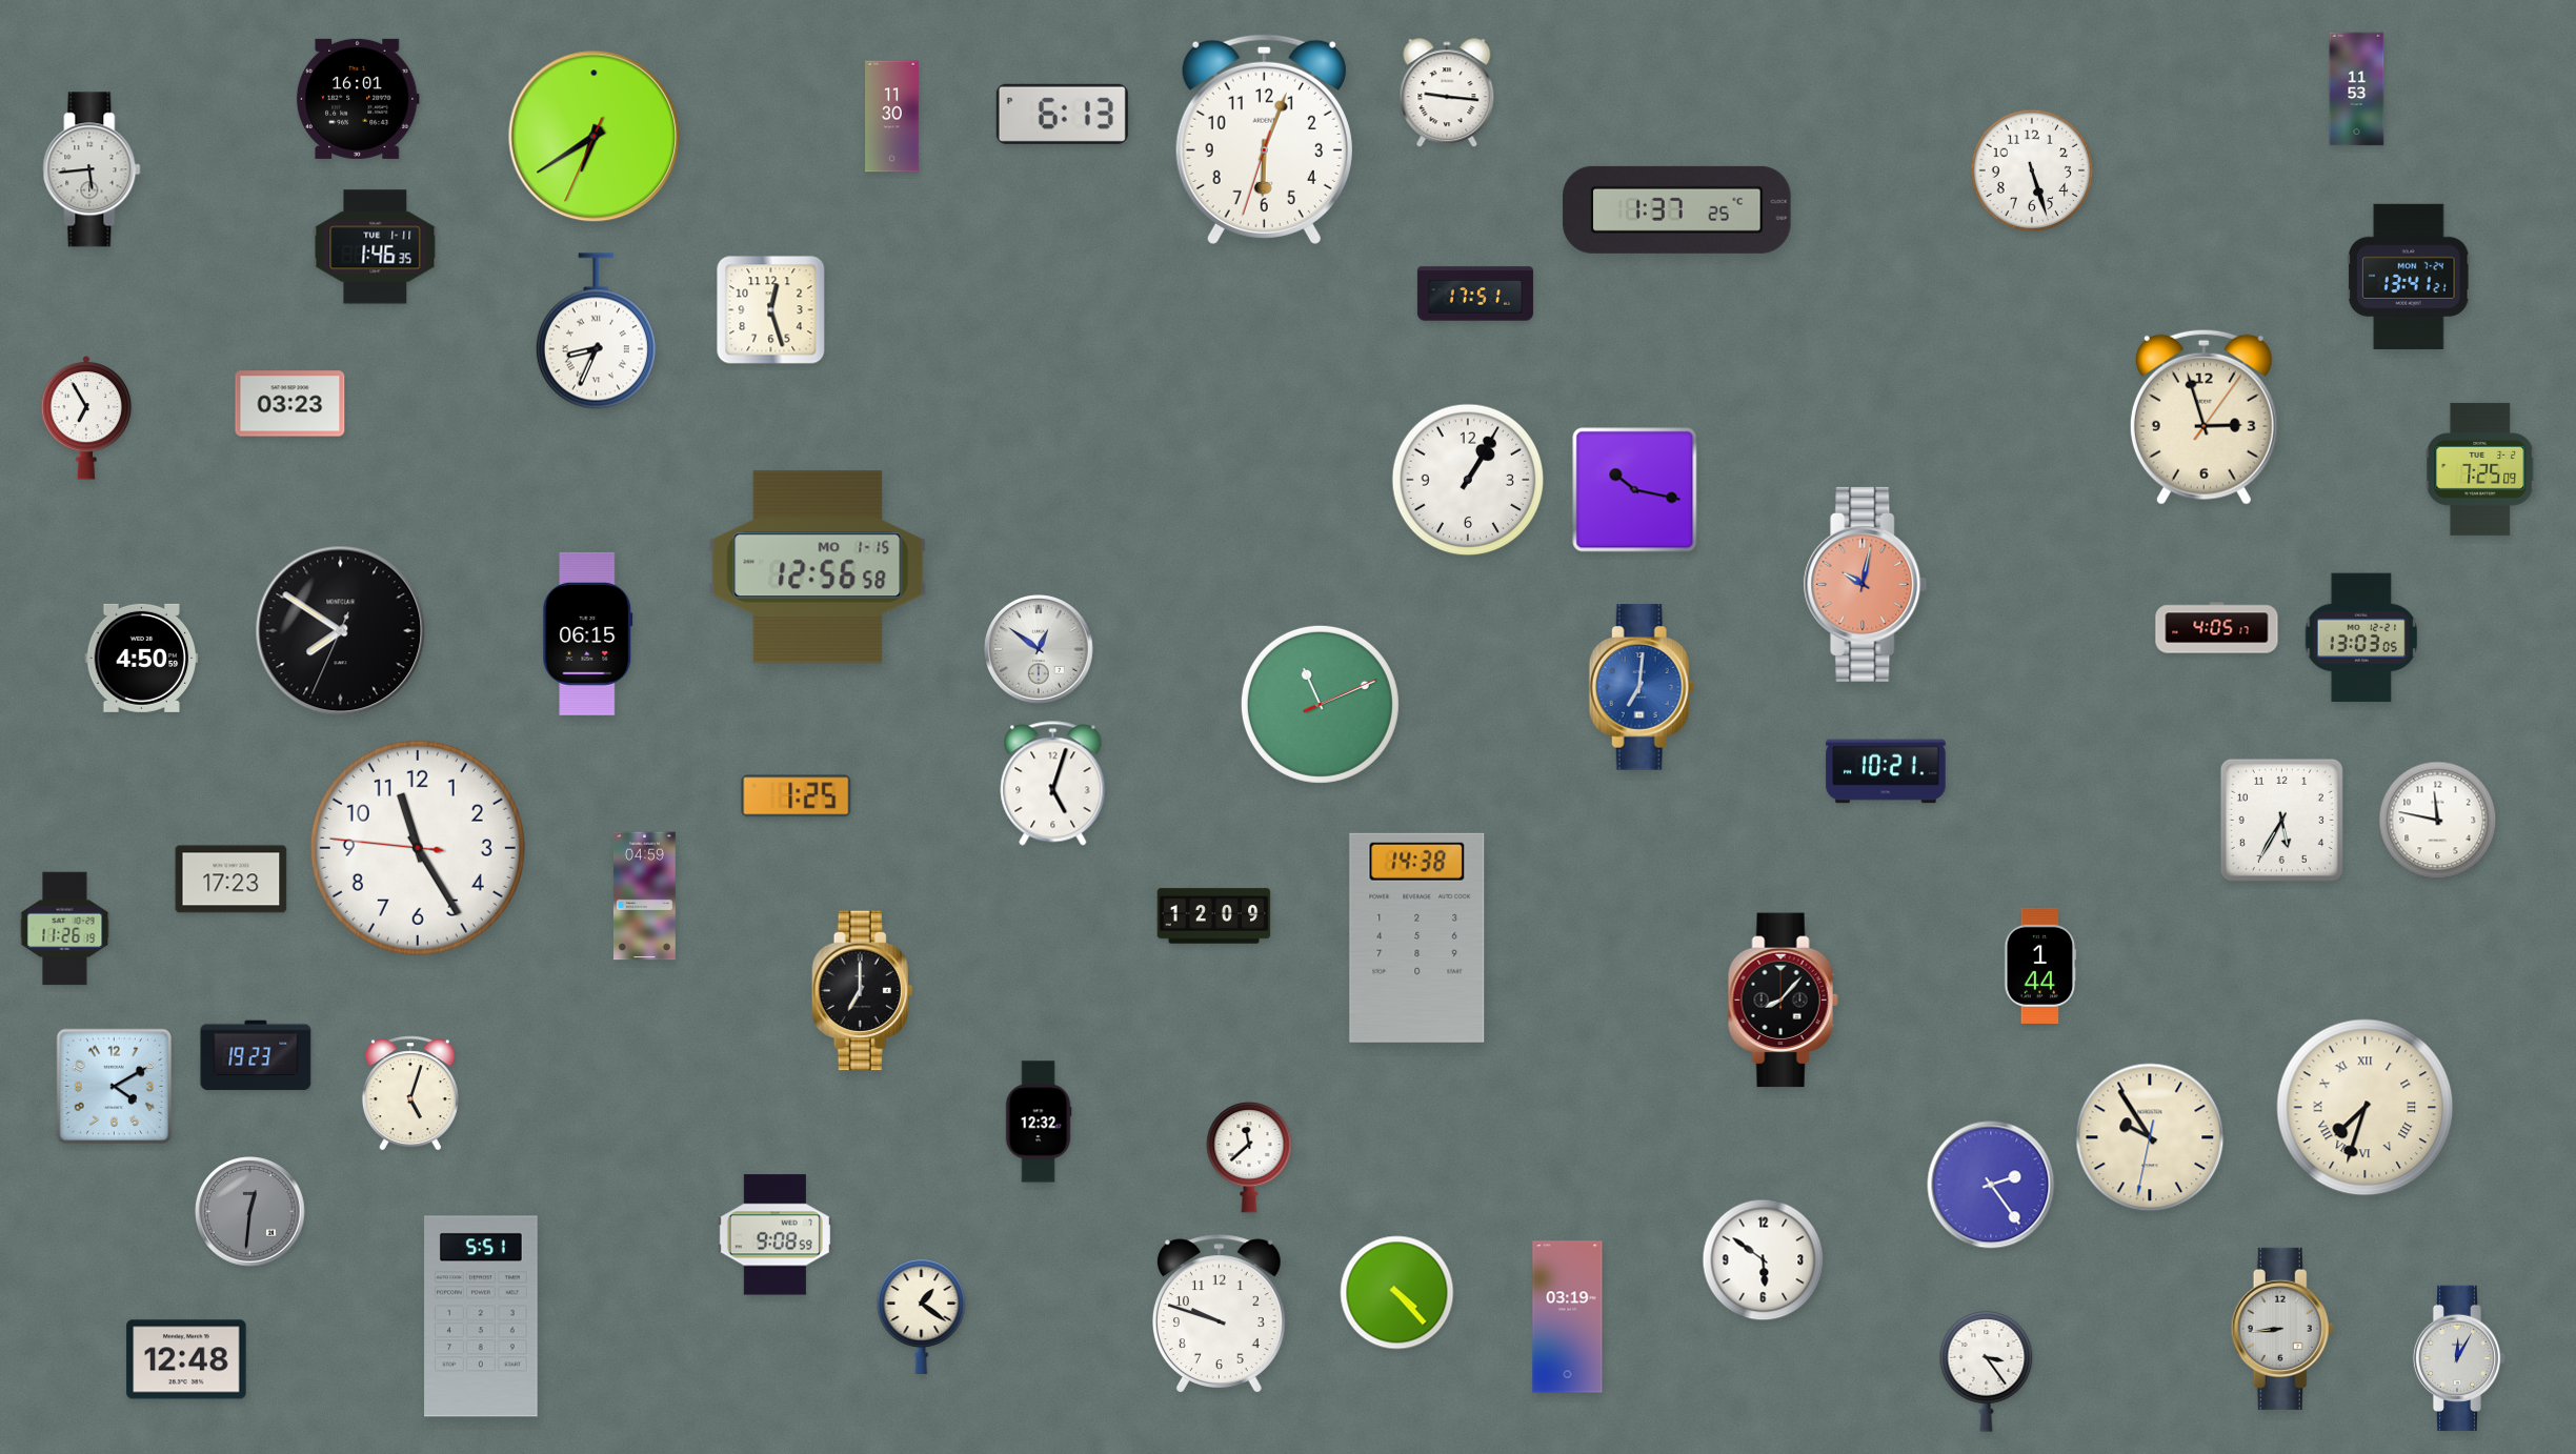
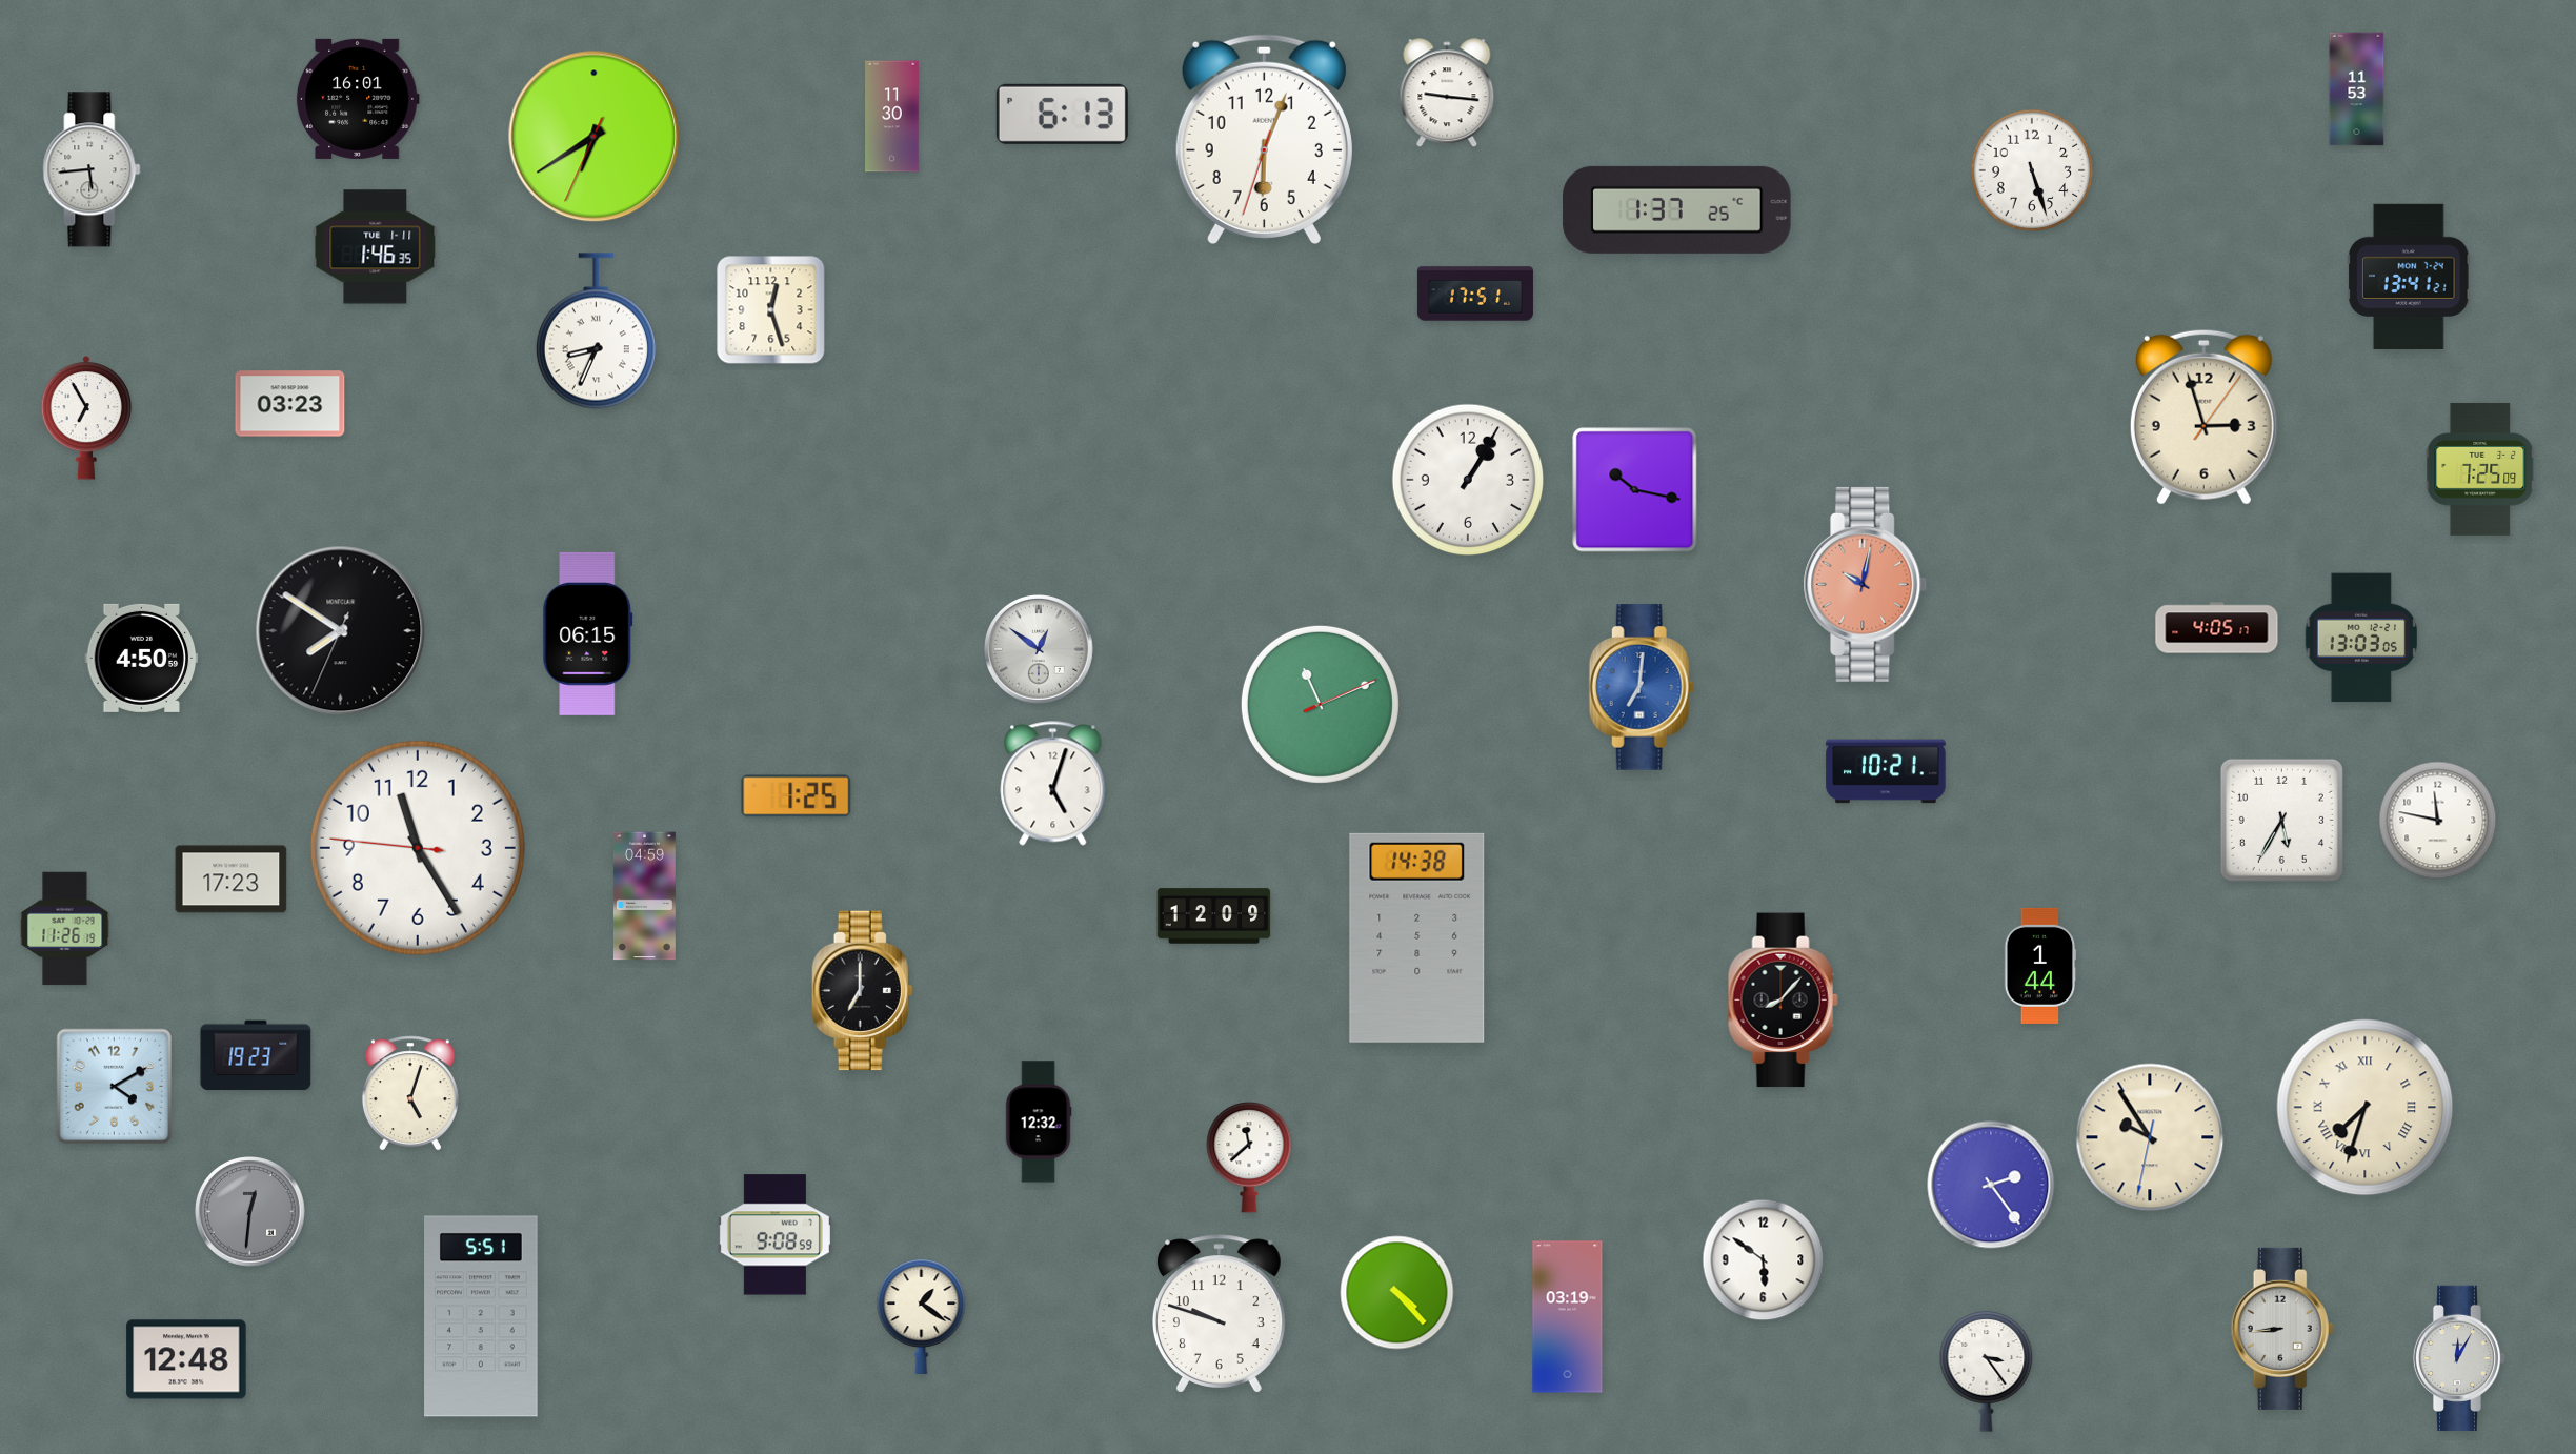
clock at (818, 567): 12:56 -> none
